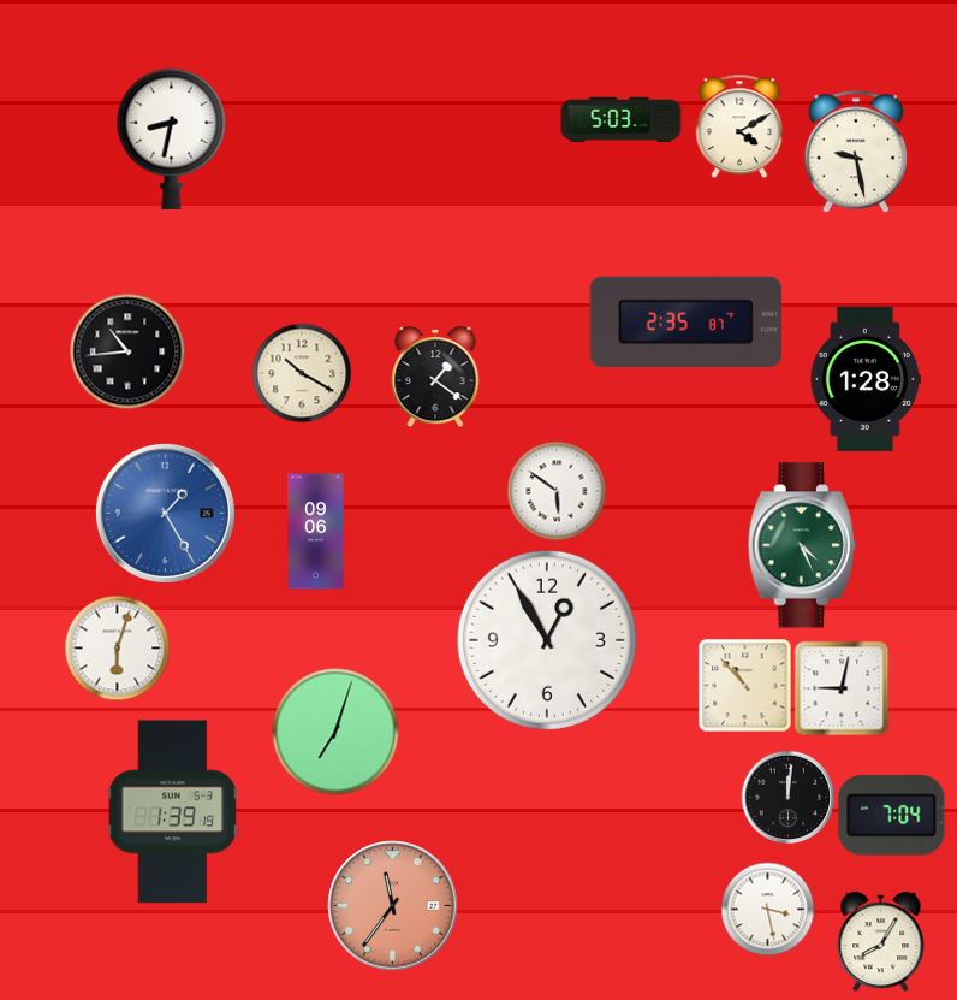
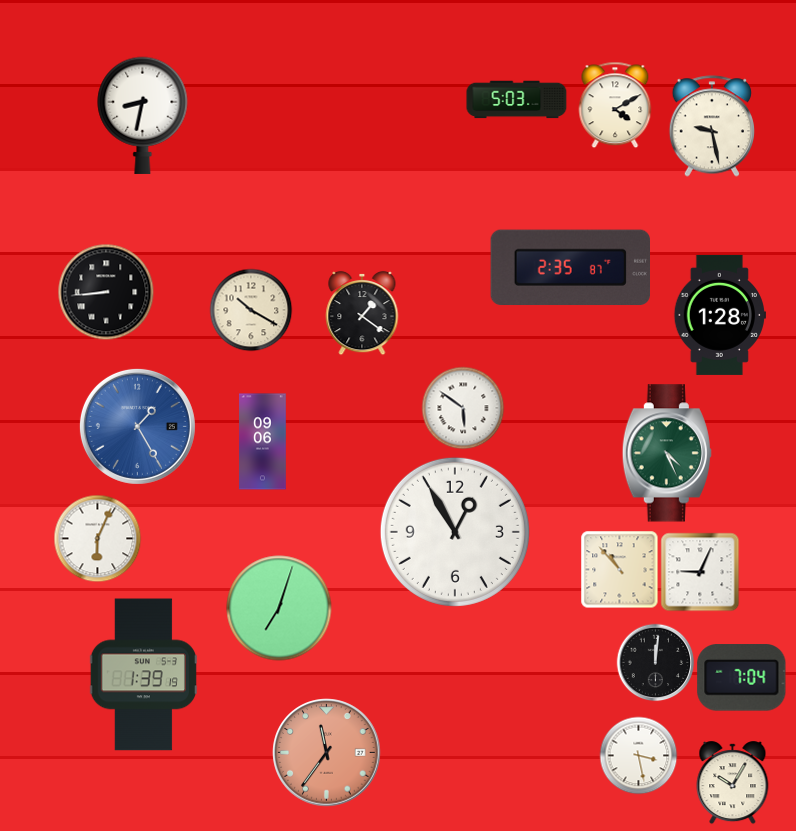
clock at (127, 351): 10:44 -> 8:44
clock at (117, 647): 6:03 -> 6:04
clock at (842, 688): 9:02 -> 9:04
clock at (881, 942): 8:05 -> 10:05
